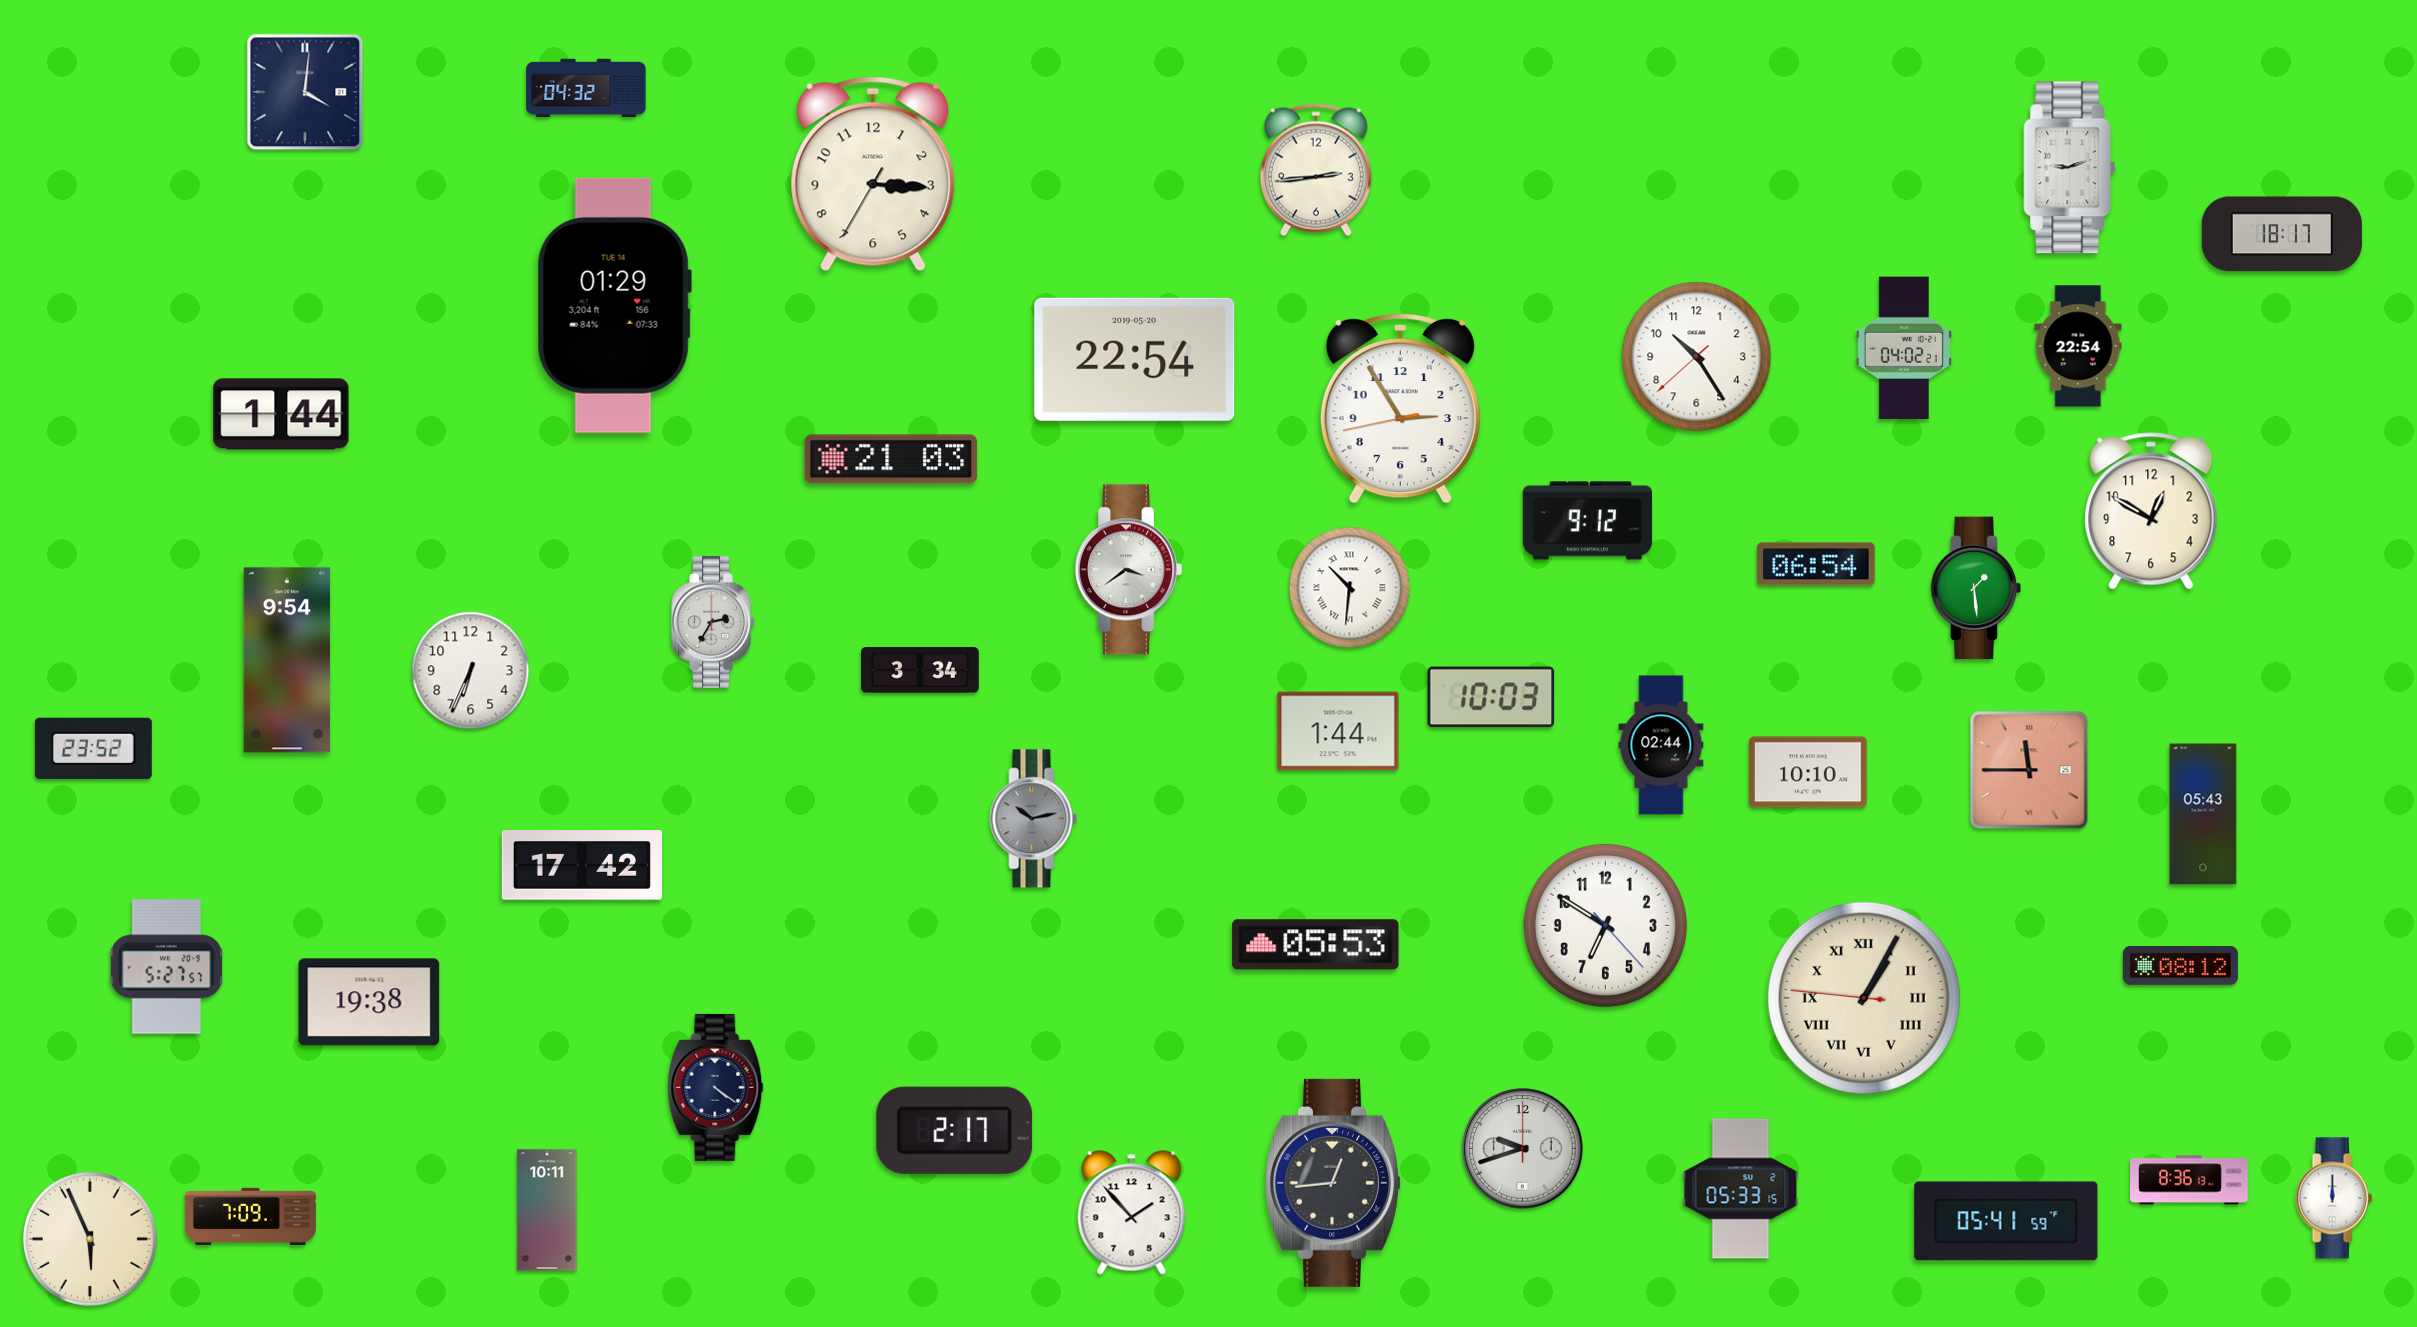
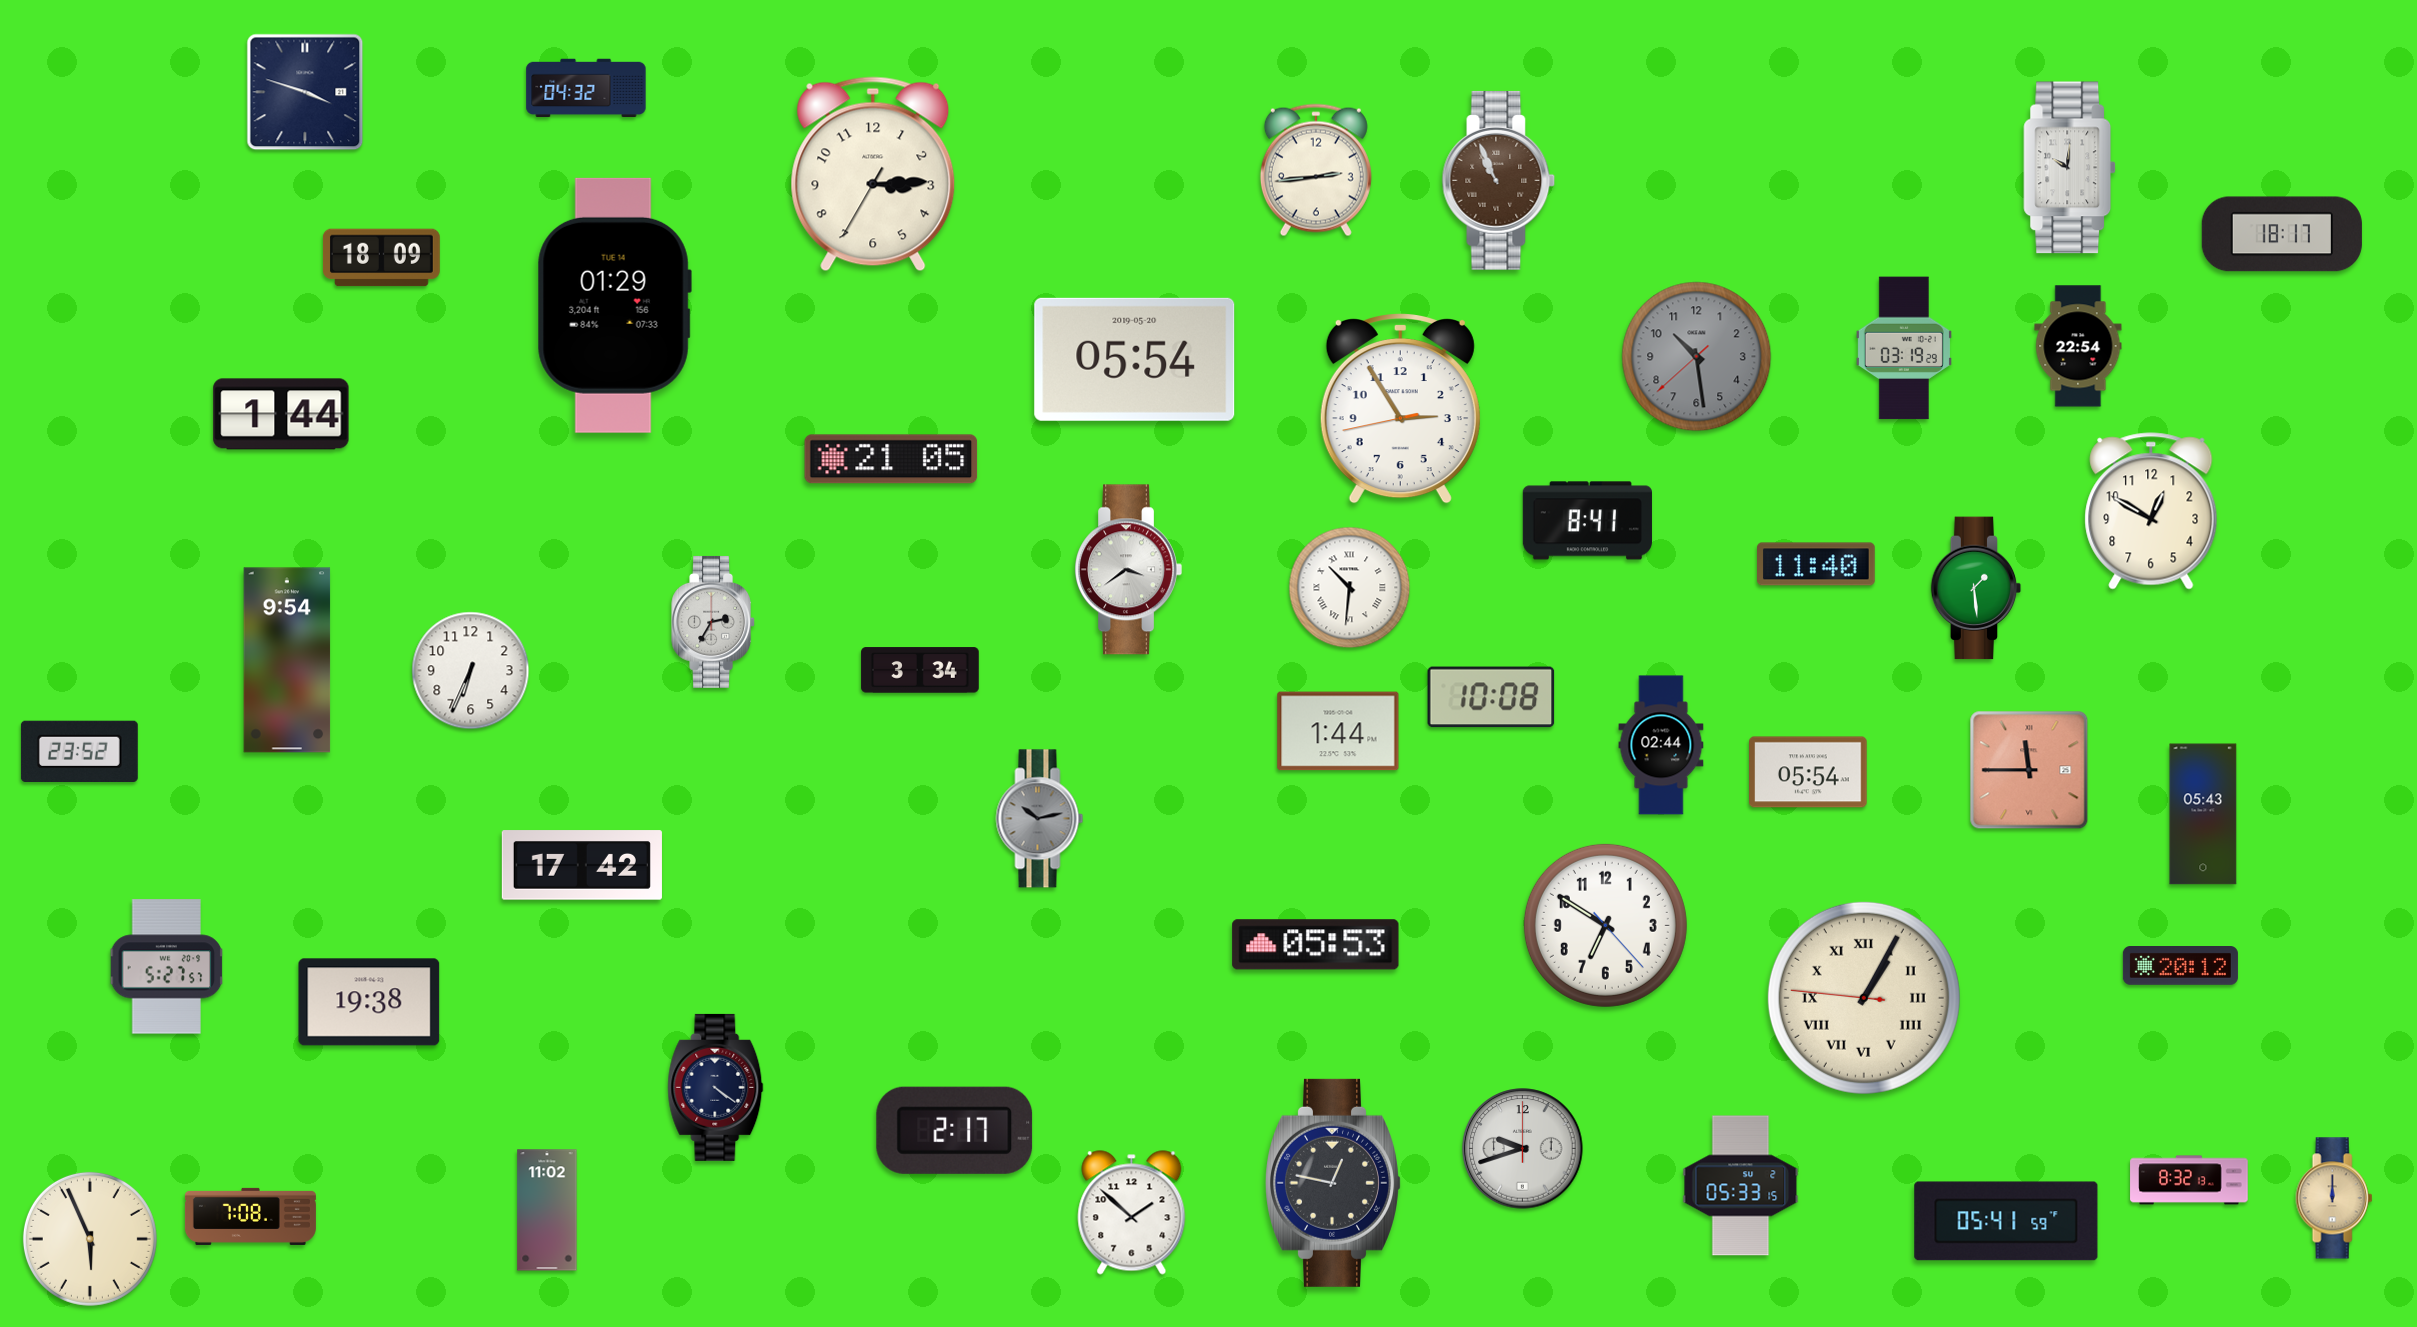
clock at (305, 92): 4:01 -> 3:48
clock at (2070, 168): 9:12 -> 10:01
clock at (873, 174): 3:15 -> 3:14
clock at (1499, 180): none -> 10:56
clock at (381, 258): none -> 18:09
clock at (1904, 348): 04:02 -> 03:19
clock at (1697, 357): 10:24 -> 10:28
clock at (1697, 357) dial: white -> grey
clock at (1135, 359): 22:54 -> 05:54
clock at (891, 459): 21:03 -> 21:05
clock at (1587, 521): 9:12 -> 8:41
clock at (1816, 564): 06:54 -> 11:40
clock at (1491, 697): 10:03 -> 10:08
clock at (93, 748) position: (93, 748) -> (79, 751)
clock at (1809, 772): 10:10 -> 05:54
clock at (1034, 819) position: (1034, 819) -> (1040, 819)
clock at (2180, 966): 08:12 -> 20:12
clock at (2189, 1180): 8:36 -> 8:32
clock at (1334, 1183): 12:44 -> 12:47
clock at (1741, 1189) position: (1741, 1189) -> (1741, 1186)
clock at (2334, 1198) dial: white -> champagne
clock at (547, 1210): 10:11 -> 11:02
clock at (1132, 1213): 1:53 -> 1:52
clock at (250, 1216): 7:09 -> 7:08
